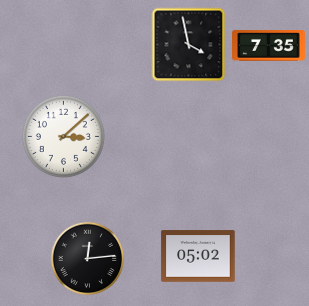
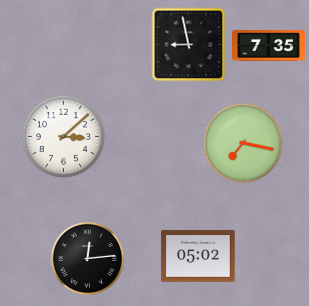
clock at (189, 45): 3:58 -> 8:58
clock at (243, 143): none -> 7:17
